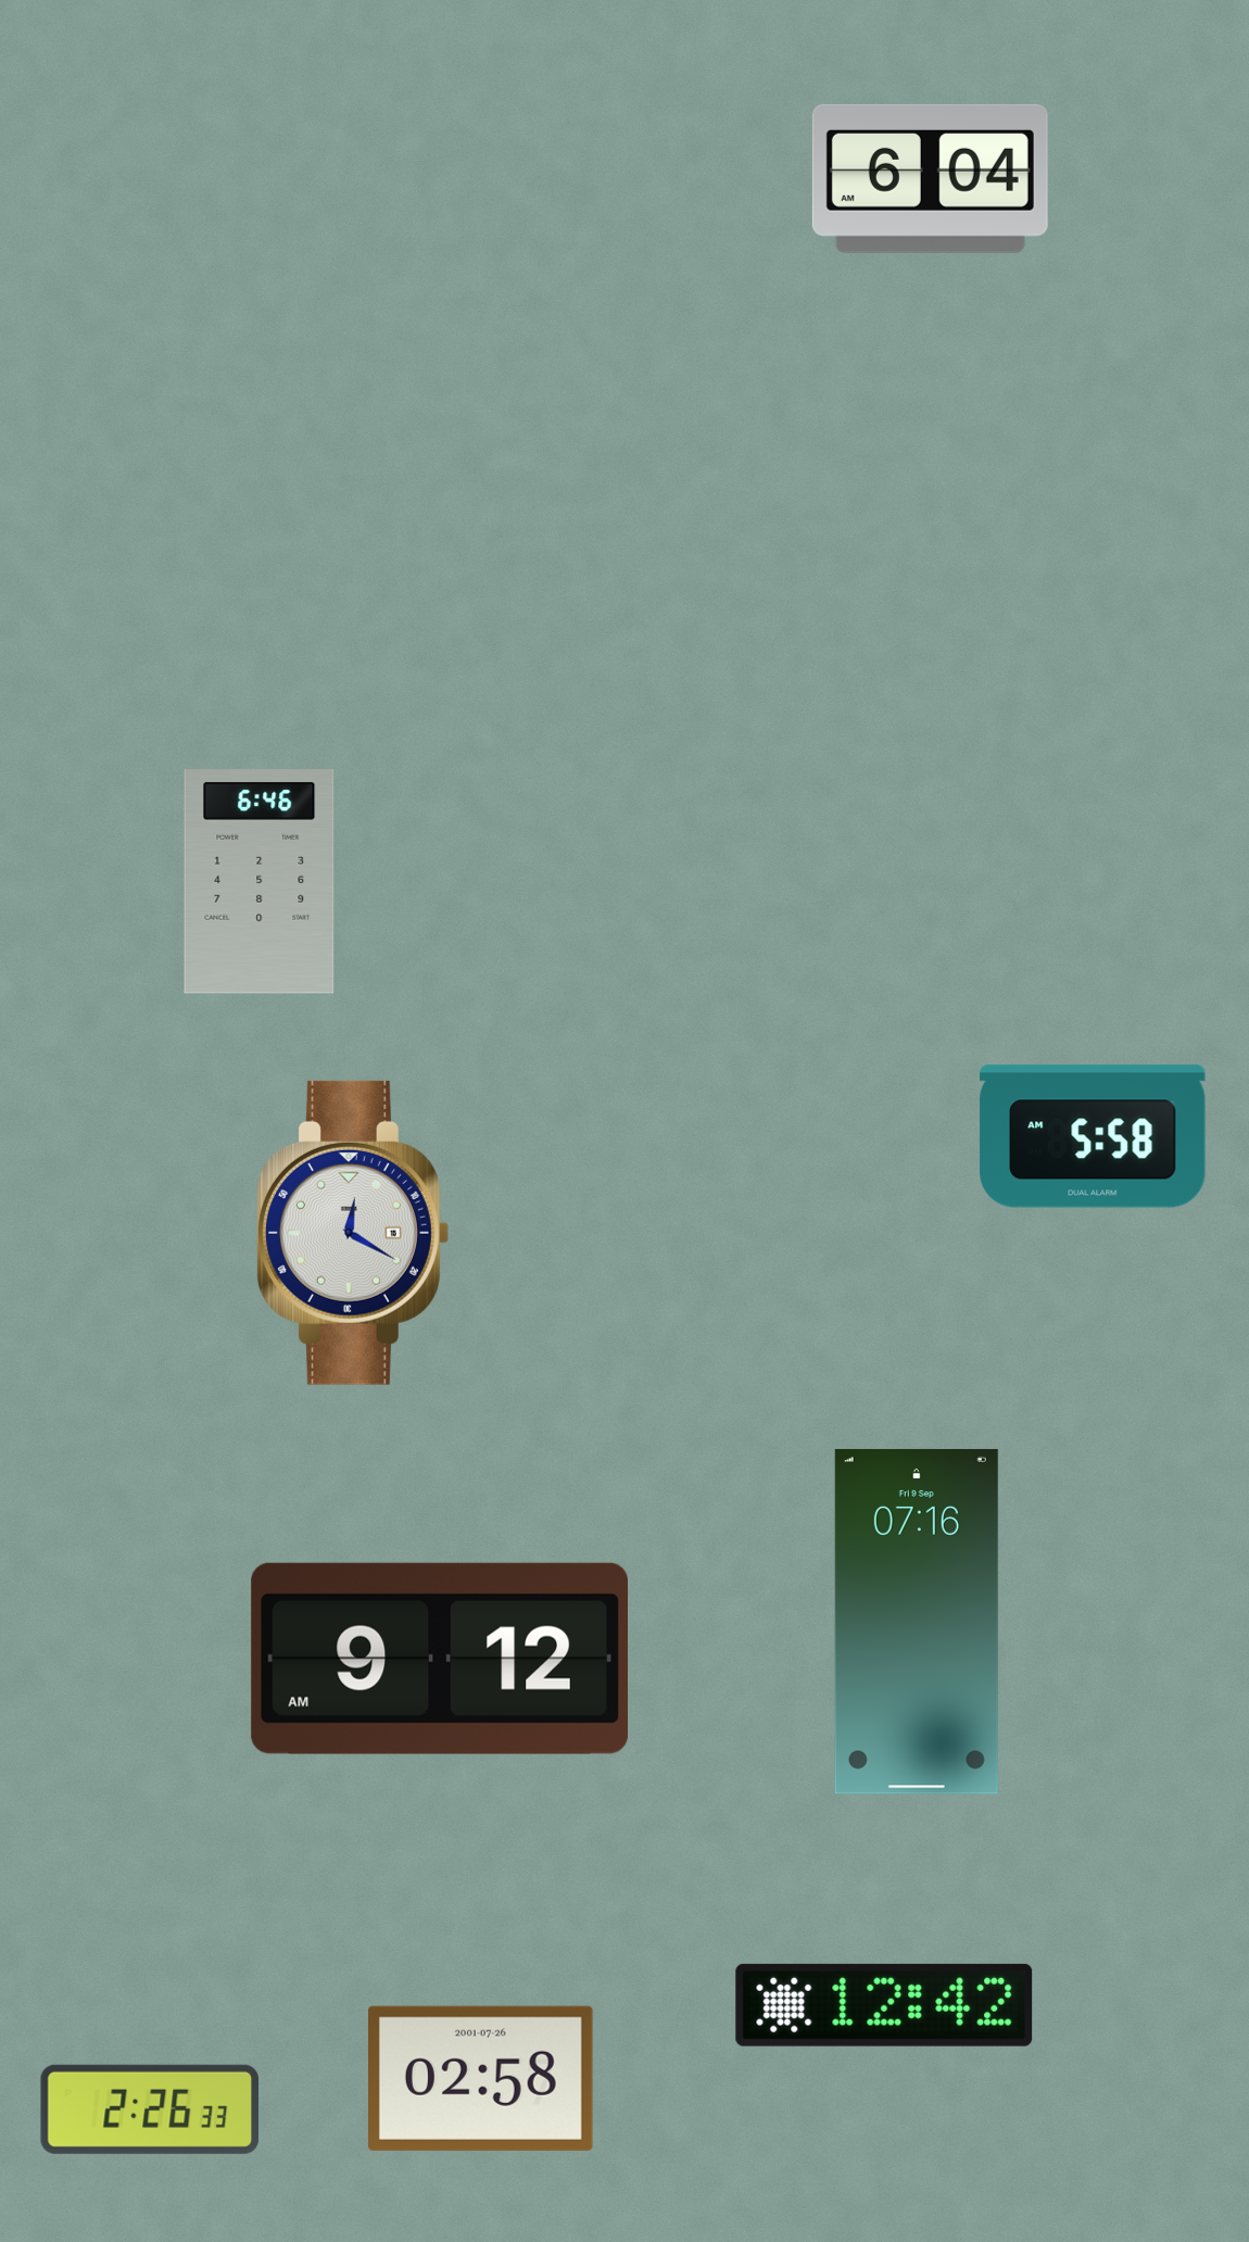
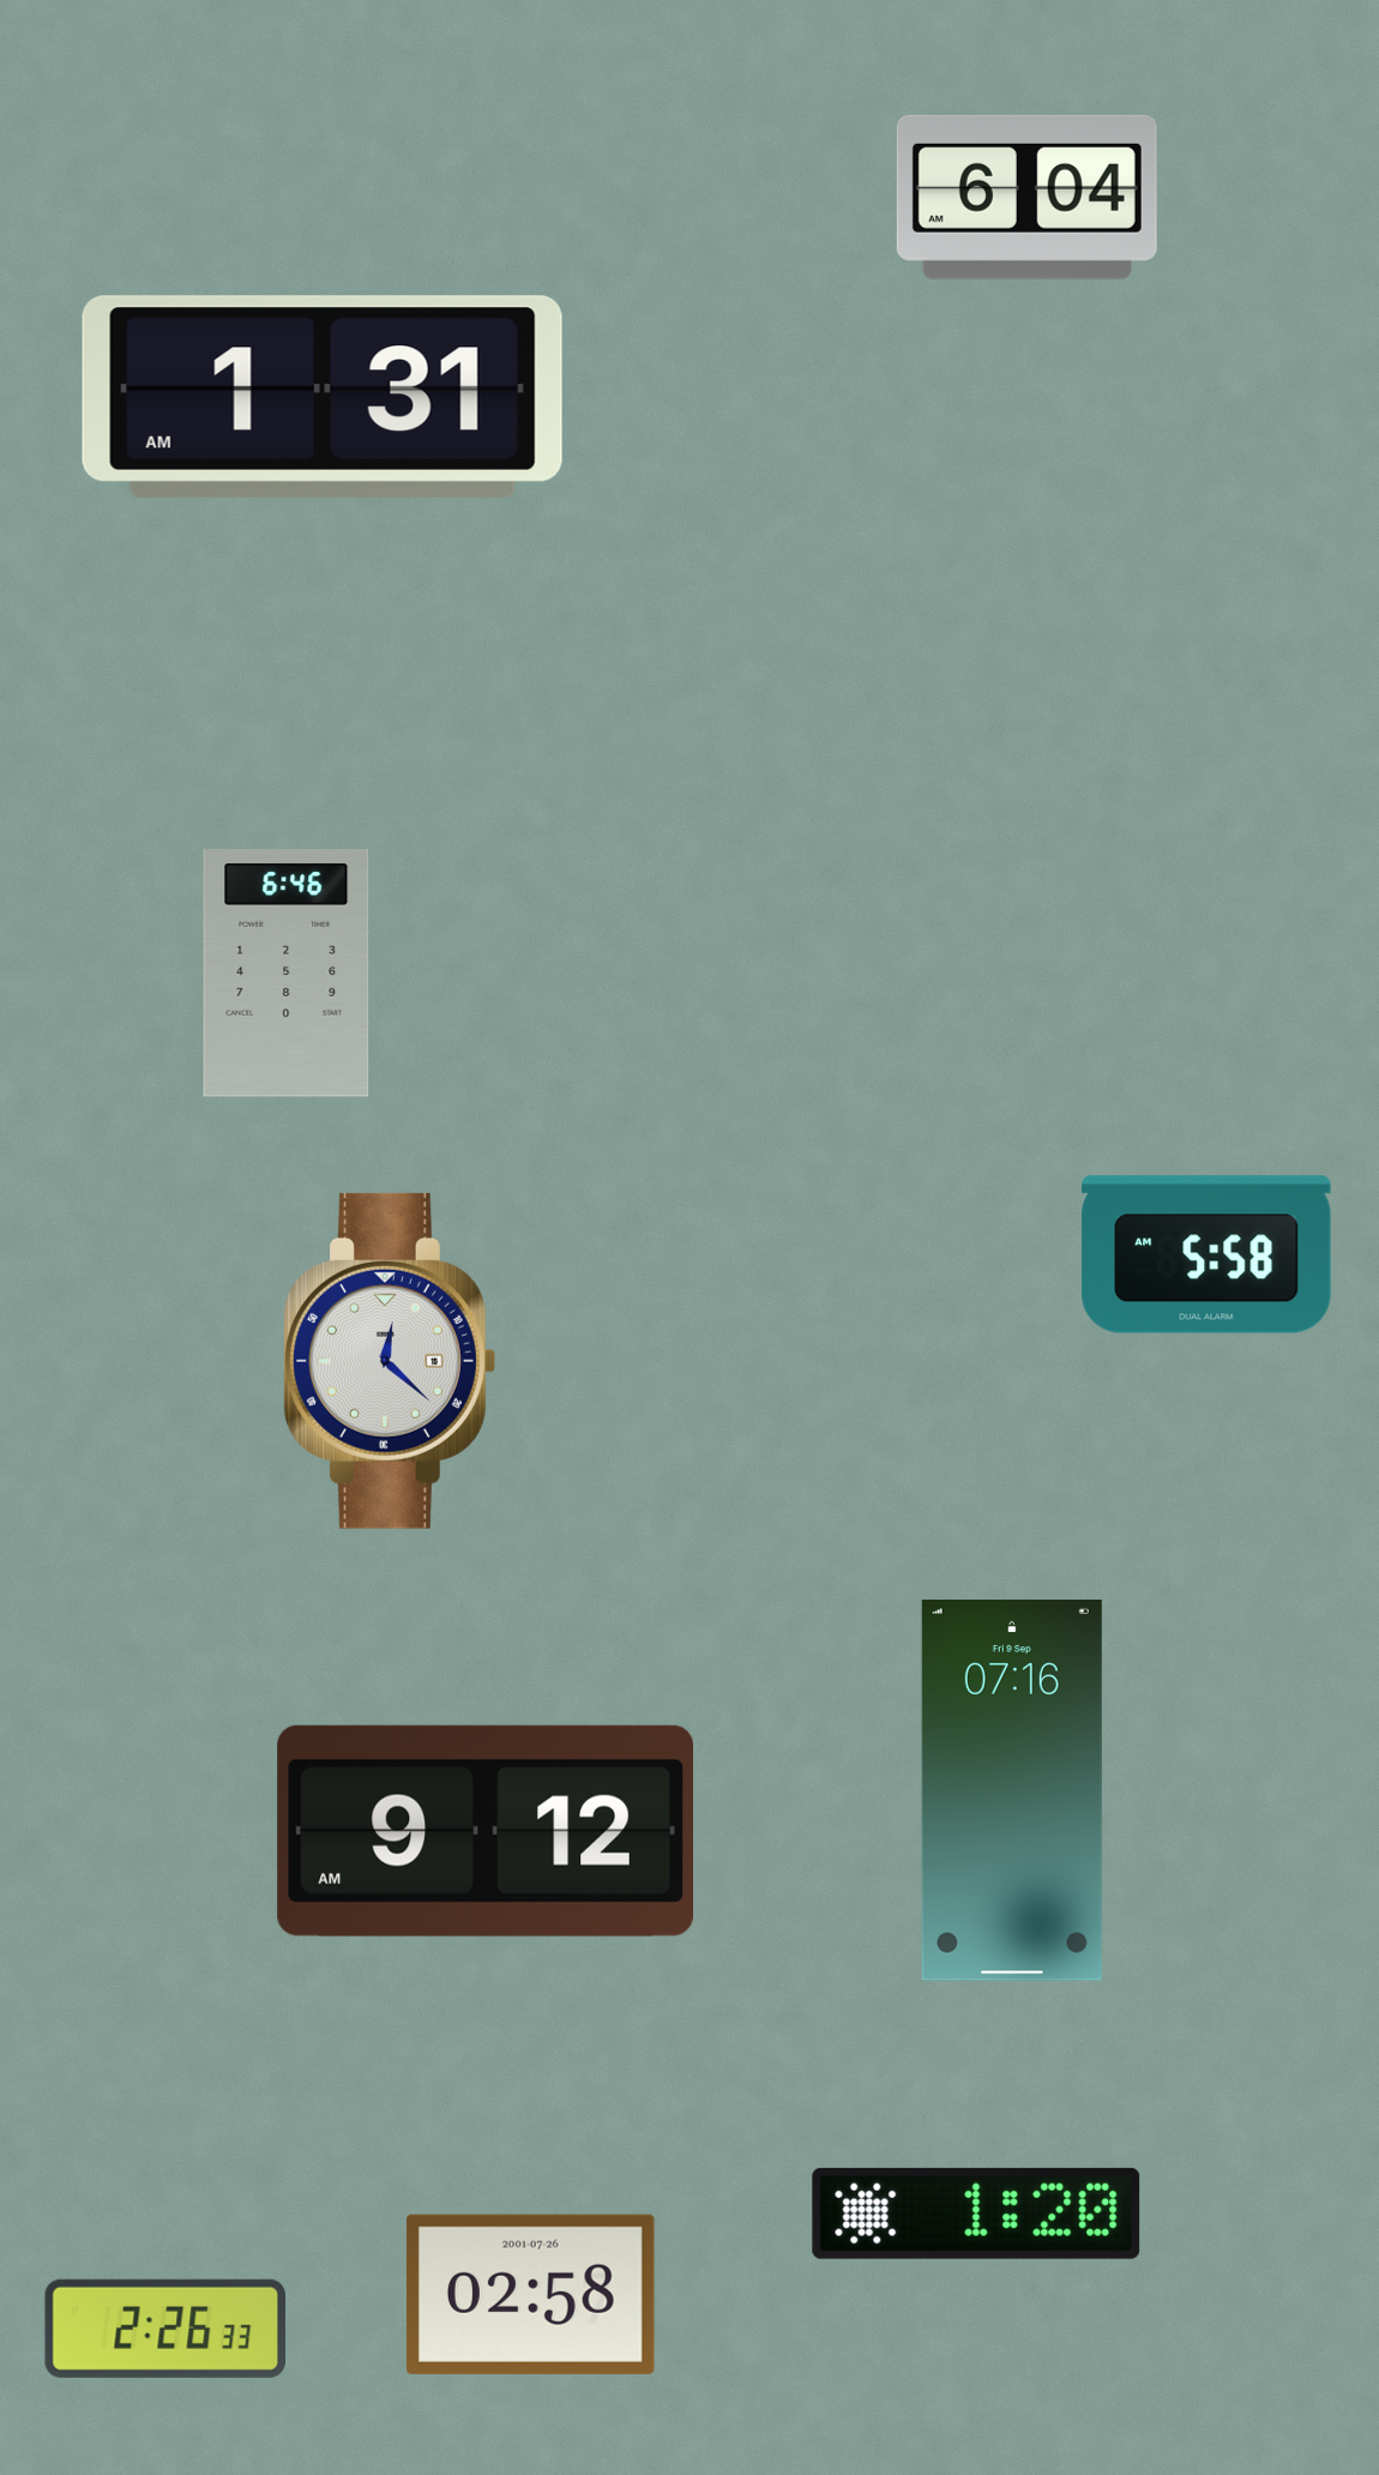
clock at (323, 397): none -> 1:31
clock at (353, 1233): 12:20 -> 12:22
clock at (884, 2005): 12:42 -> 1:20
